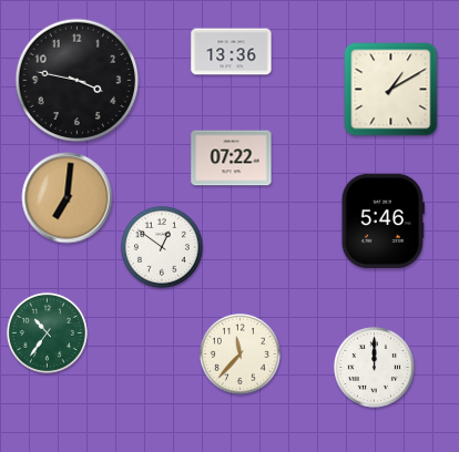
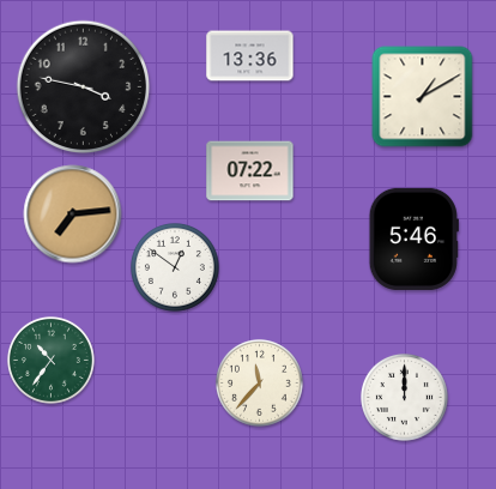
clock at (68, 198): 7:01 -> 7:14
